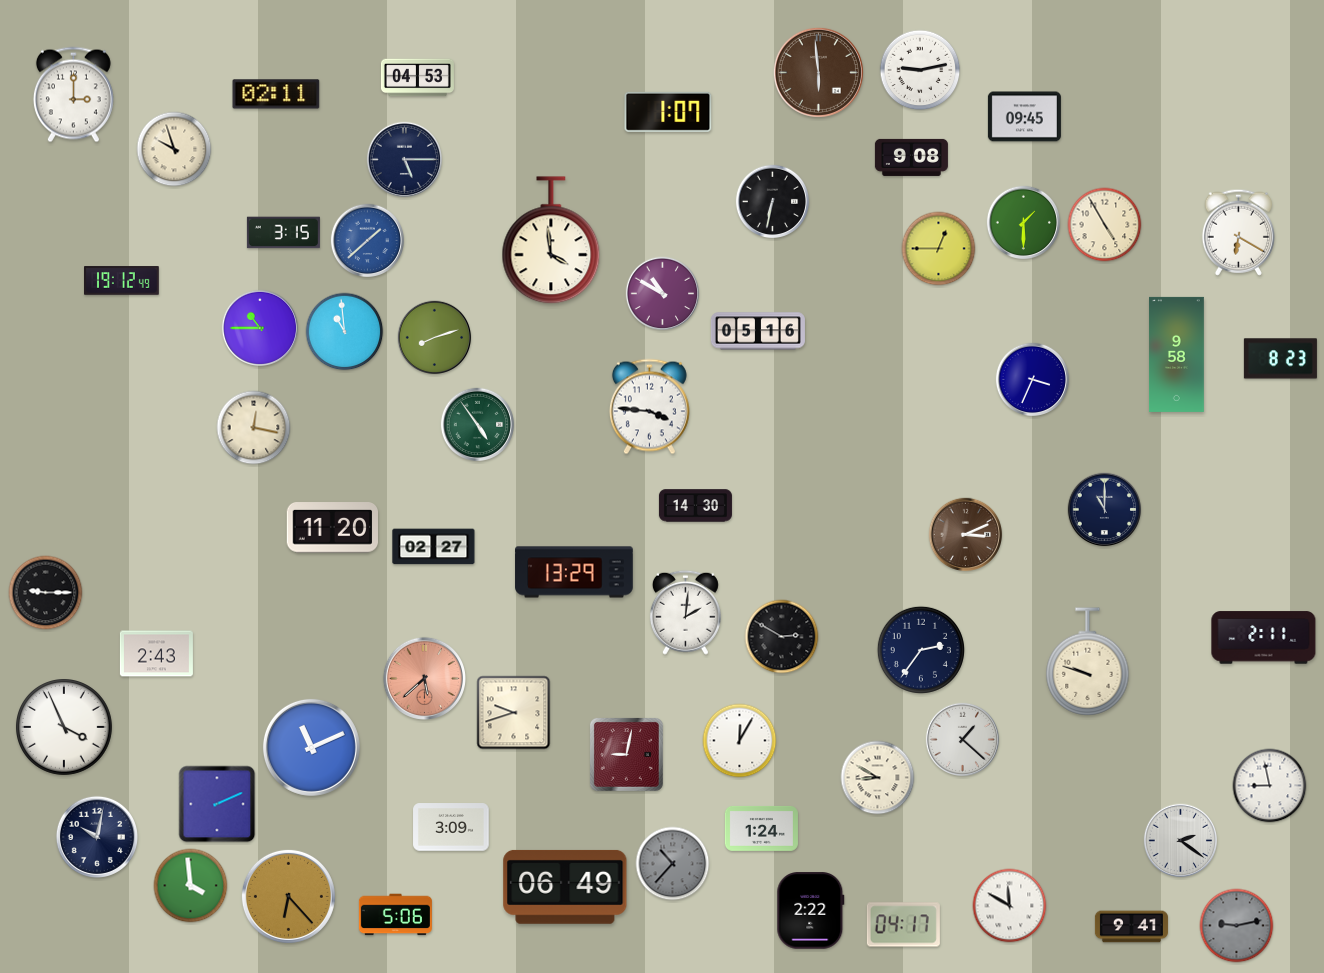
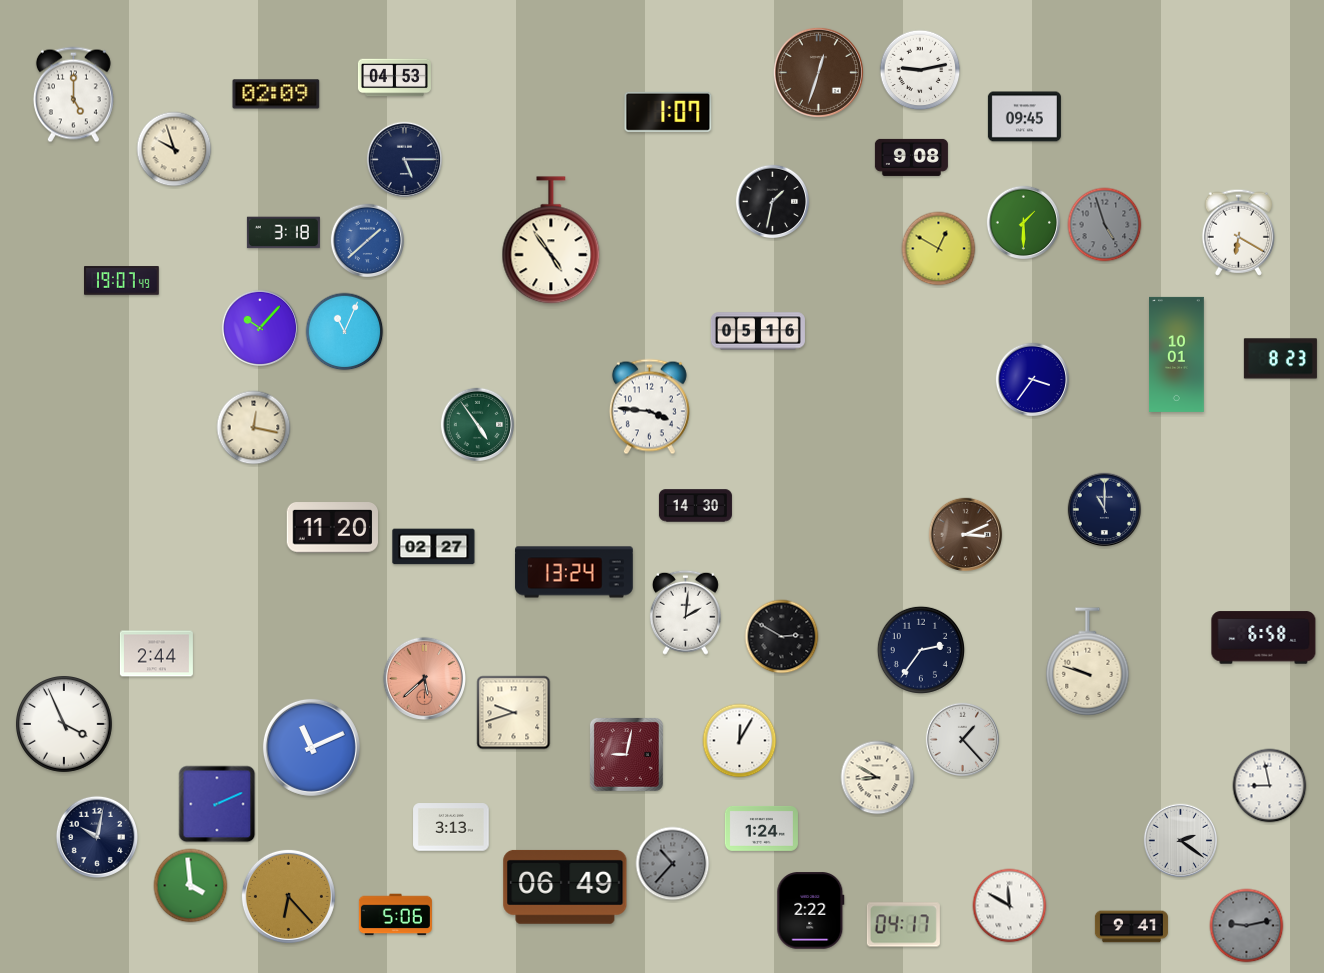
clock at (818, 72): 5:59 -> 12:33
clock at (417, 78) position: (417, 78) -> (394, 78)
clock at (276, 94): 02:11 -> 02:09
clock at (73, 95): 3:00 -> 5:00
clock at (773, 202): 6:32 -> 1:32
clock at (1105, 225): 4:55 -> 4:57
clock at (1105, 225) dial: cream -> grey
clock at (283, 233): 3:15 -> 3:18
clock at (551, 241): 3:59 -> 4:54
clock at (939, 249): 12:45 -> 12:50
clock at (122, 281): 19:12 -> 19:07
clock at (663, 294): 10:50 -> none
clock at (259, 327): 10:45 -> 10:07
clock at (345, 332): 10:59 -> 11:04
clock at (435, 338): 8:12 -> none
clock at (1177, 354): 9:58 -> 10:01
clock at (1033, 380): 3:34 -> 3:36
clock at (574, 572): 13:29 -> 13:24
clock at (46, 593): 9:15 -> none
clock at (1264, 638): 2:11 -> 6:58
clock at (156, 654): 2:43 -> 2:44
clock at (65, 728) position: (65, 728) -> (65, 725)
clock at (963, 740): 1:22 -> 1:23
clock at (451, 827): 3:09 -> 3:13
clock at (1237, 926) position: (1237, 926) -> (1247, 926)
